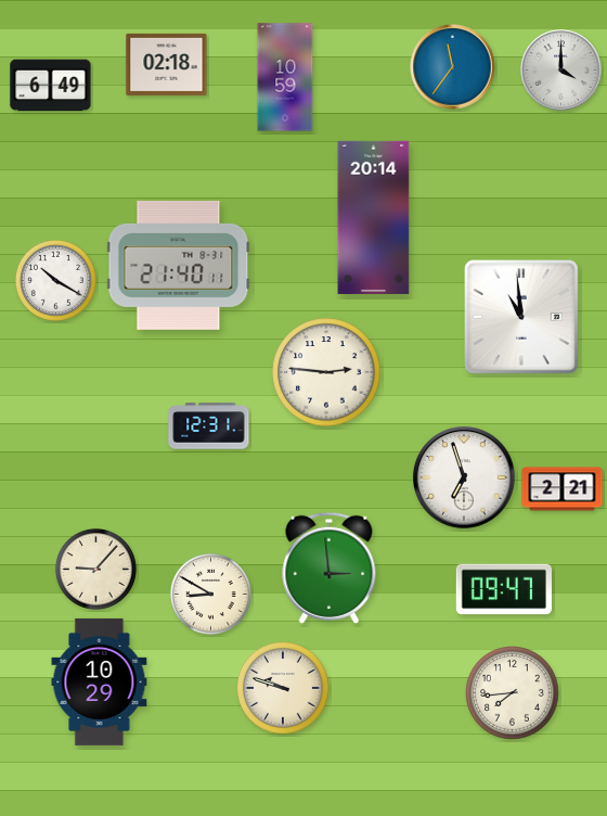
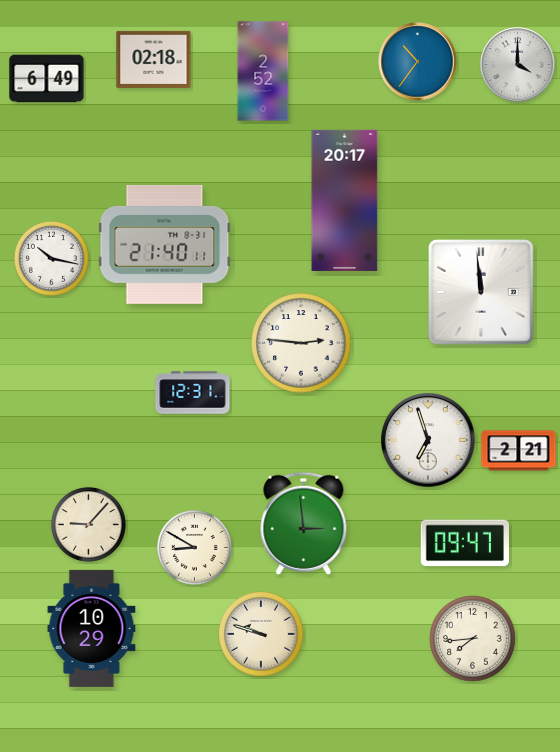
clock at (453, 67): 11:36 -> 10:36
clock at (285, 77): 10:59 -> 2:52
clock at (374, 217): 20:14 -> 20:17
clock at (55, 280): 10:20 -> 10:17
clock at (522, 318): 10:59 -> 11:59
